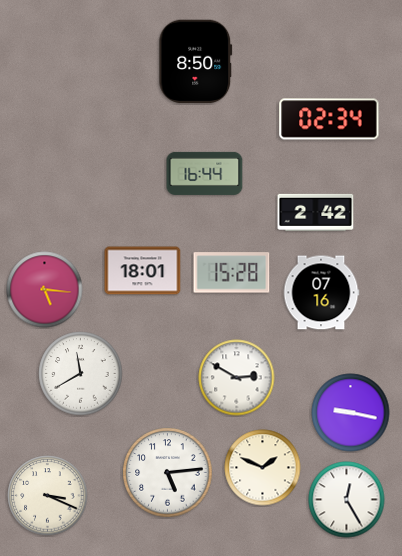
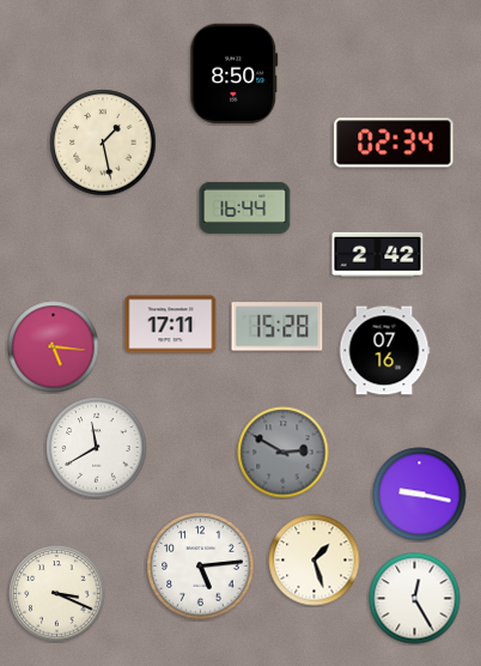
clock at (103, 143): none -> 1:28
clock at (143, 271): 18:01 -> 17:11
clock at (237, 378) dial: white -> grey
clock at (263, 468): 1:49 -> 1:27
